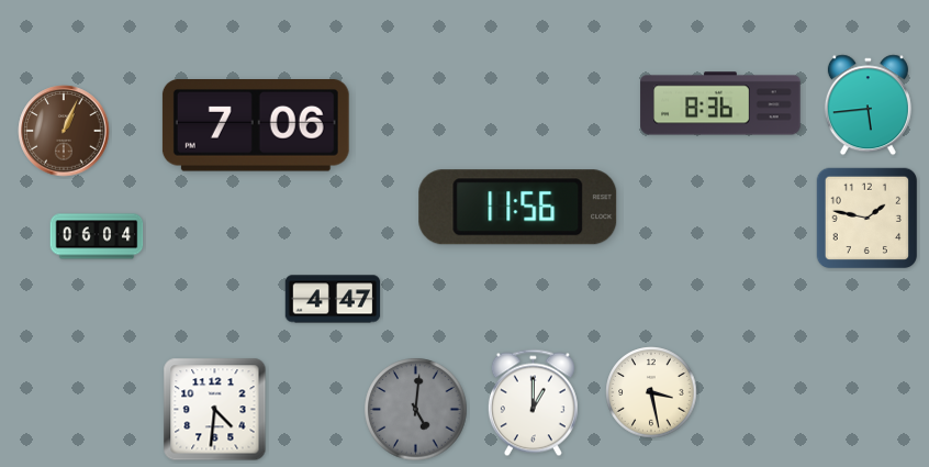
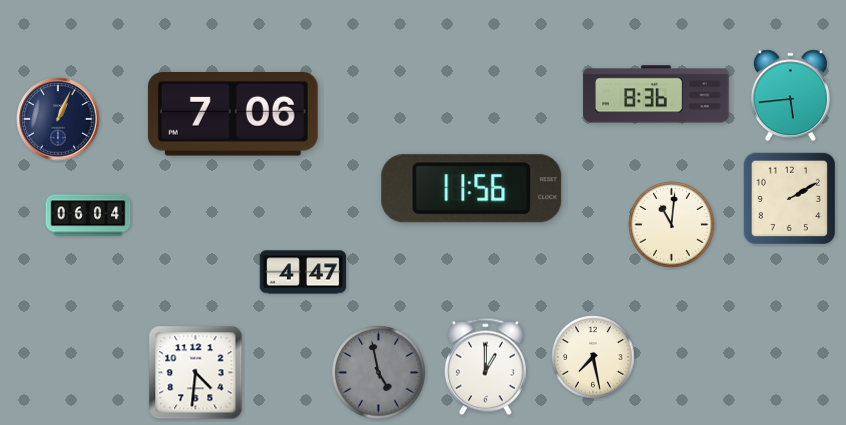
clock at (64, 131) dial: brown -> navy
clock at (868, 219): 1:47 -> 2:10
clock at (672, 225): none -> 11:01
clock at (651, 392): 3:28 -> 7:28
clock at (416, 410): 5:01 -> 4:58
